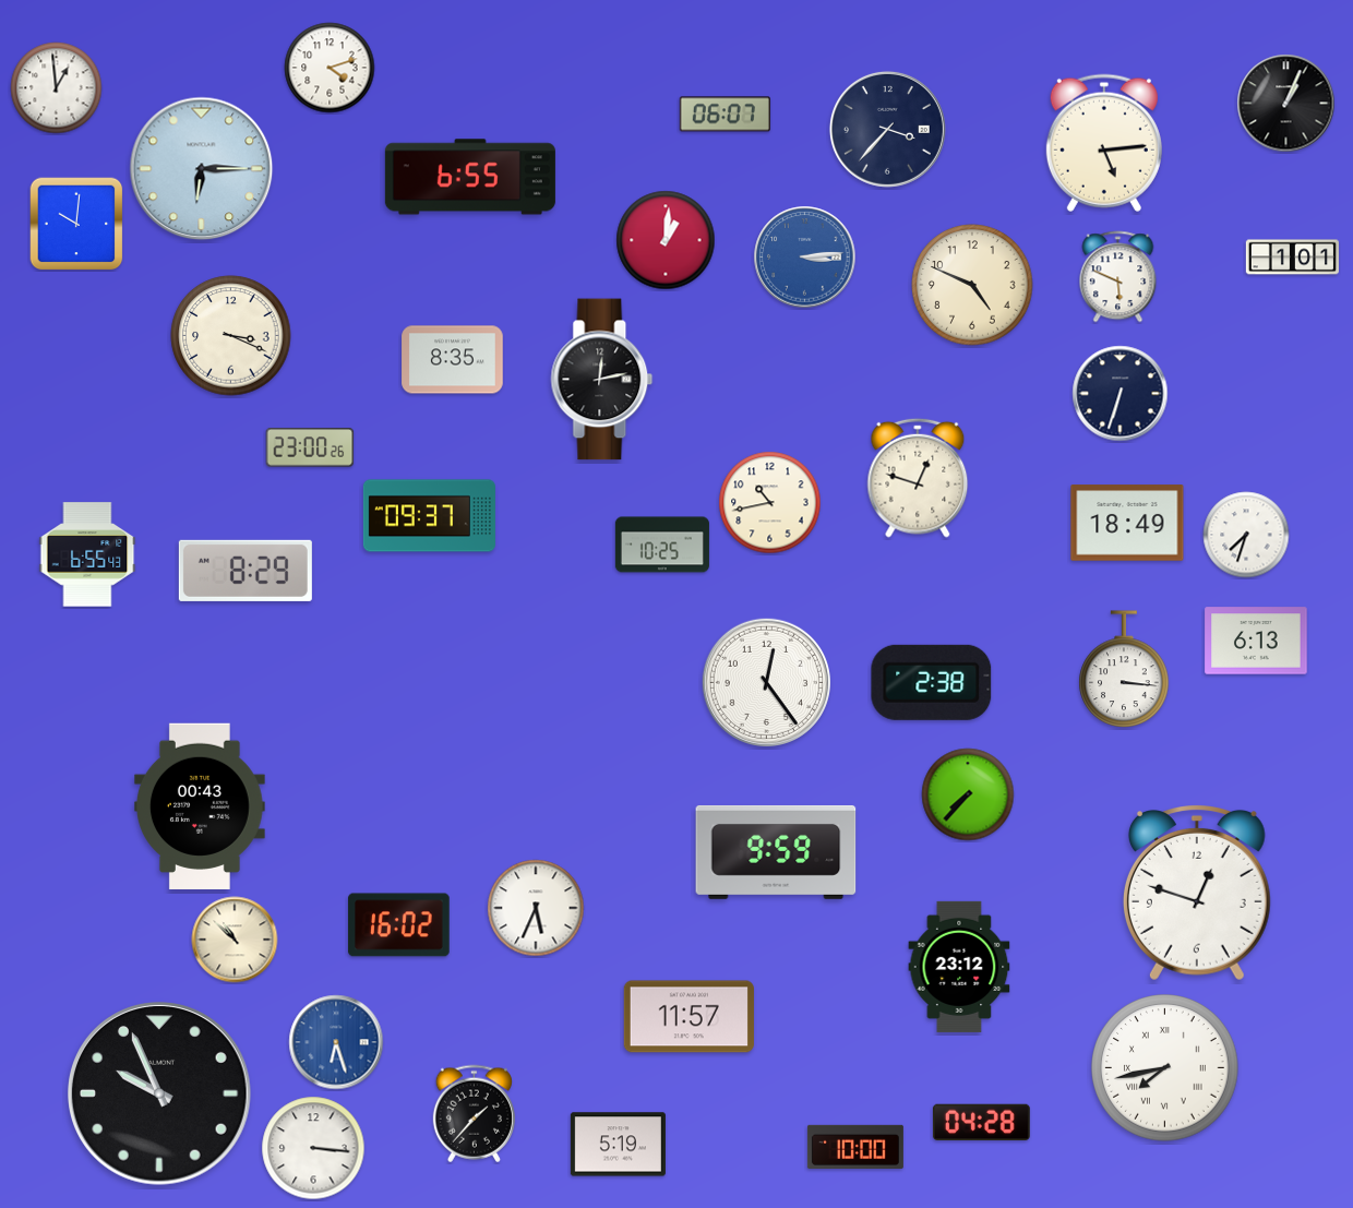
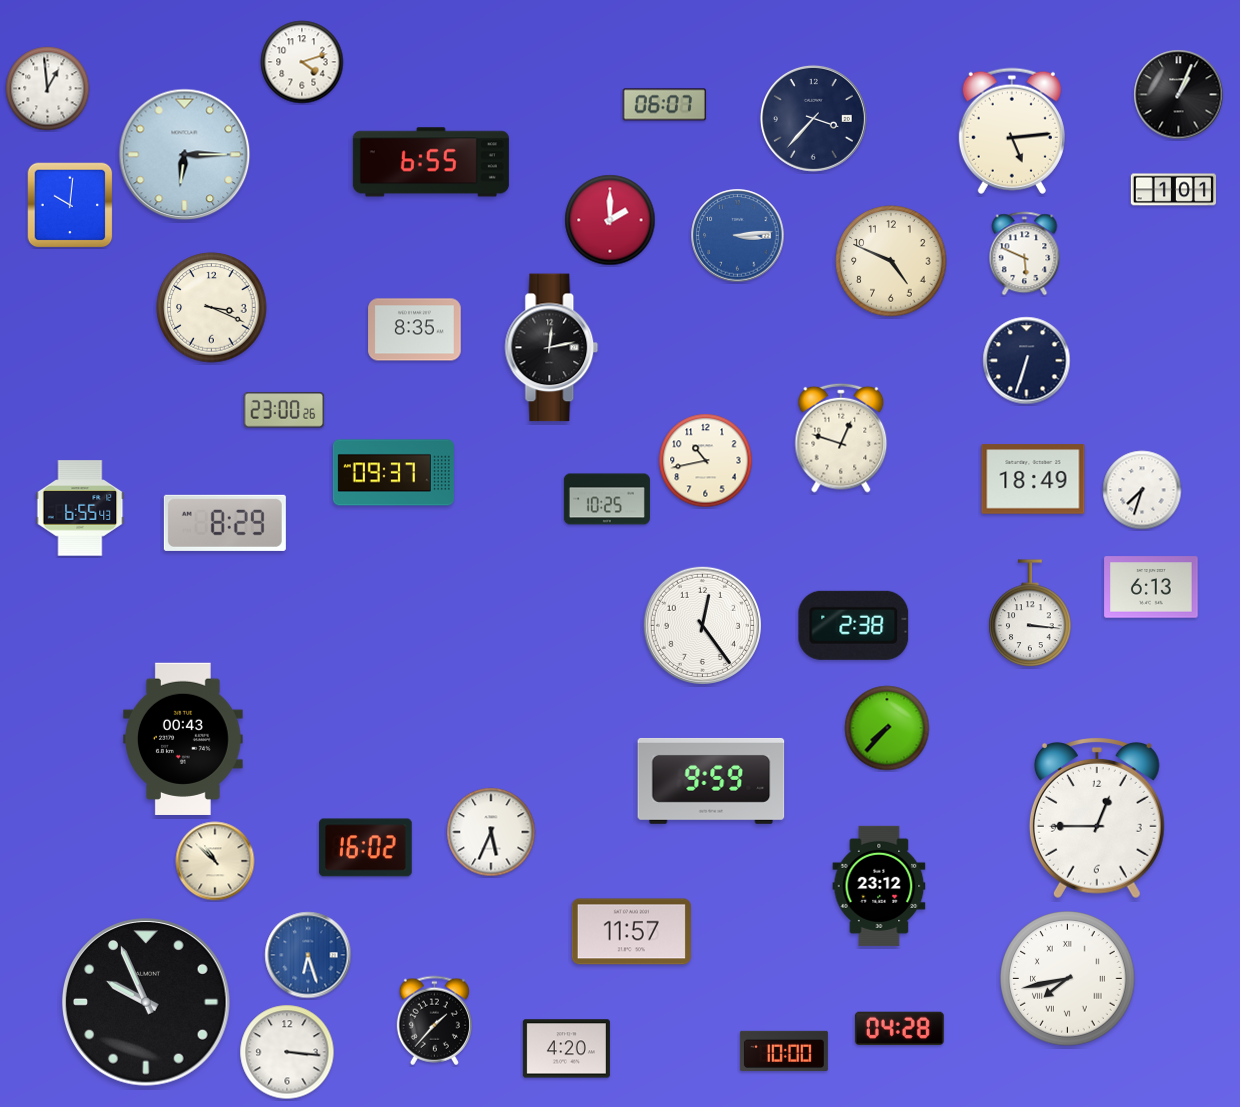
clock at (57, 88) position: (57, 88) -> (48, 89)
clock at (666, 240): 1:01 -> 2:00
clock at (1292, 258) position: (1292, 258) -> (1173, 190)
clock at (1197, 894): 12:48 -> 12:45
clock at (618, 1145): 5:19 -> 4:20
